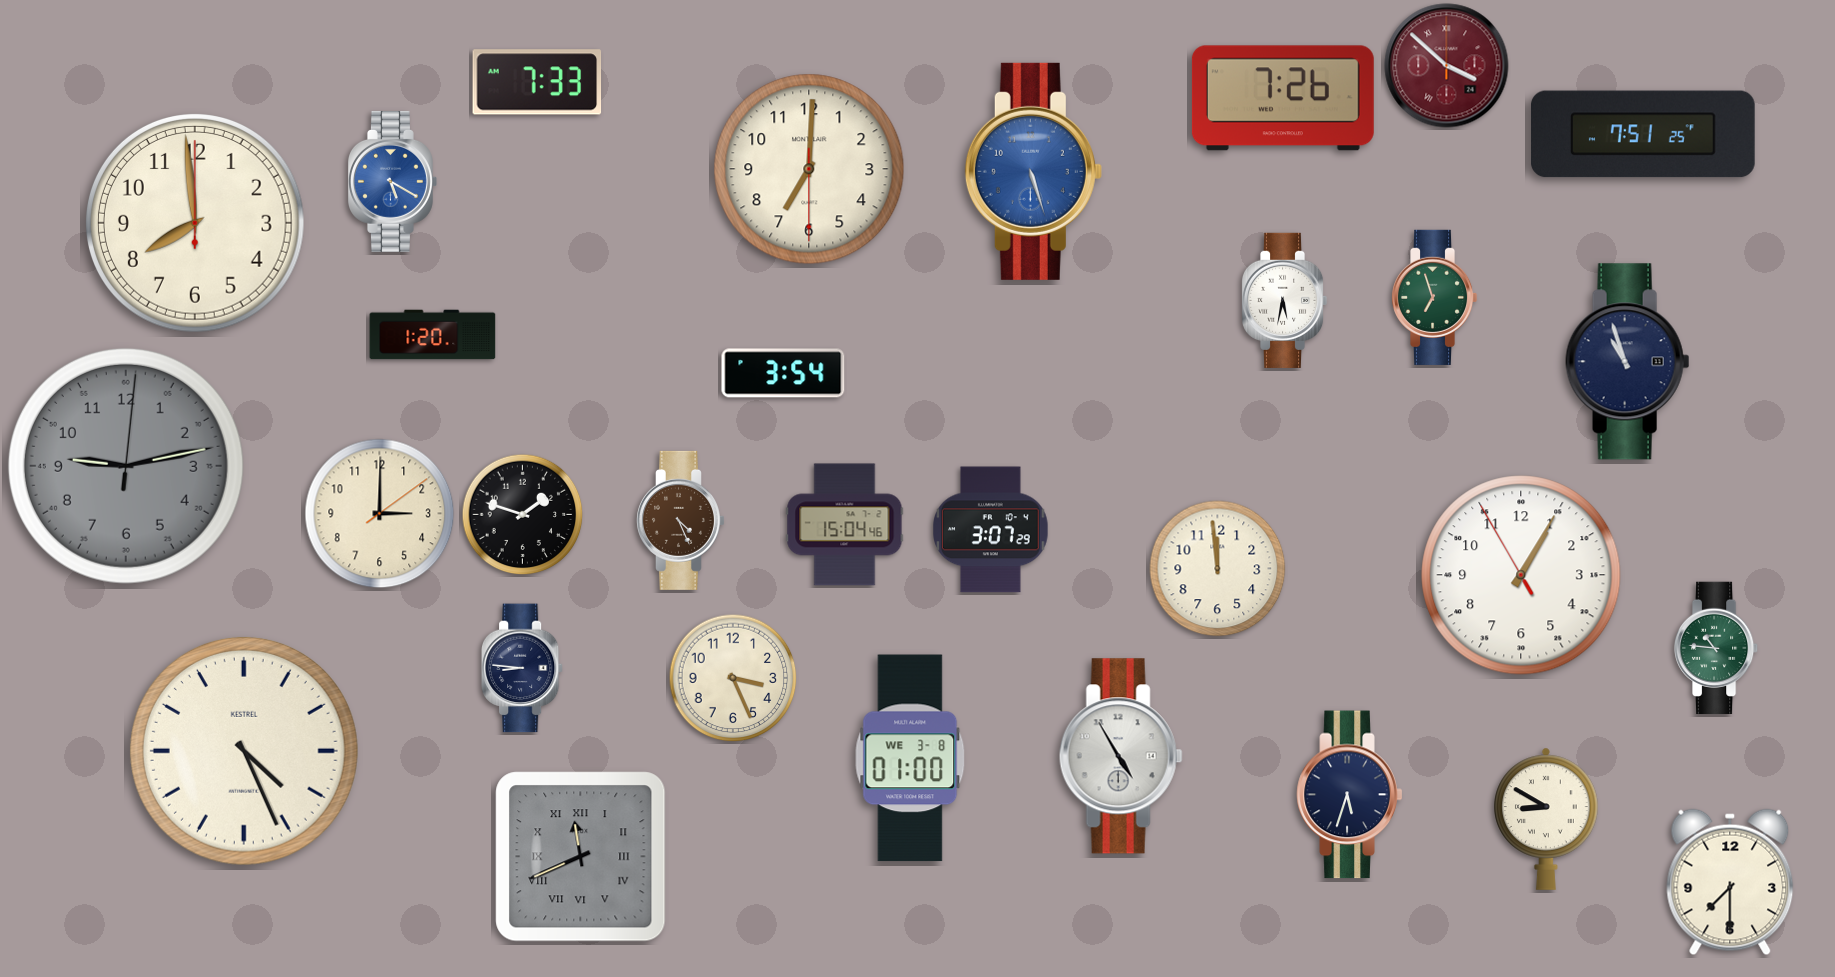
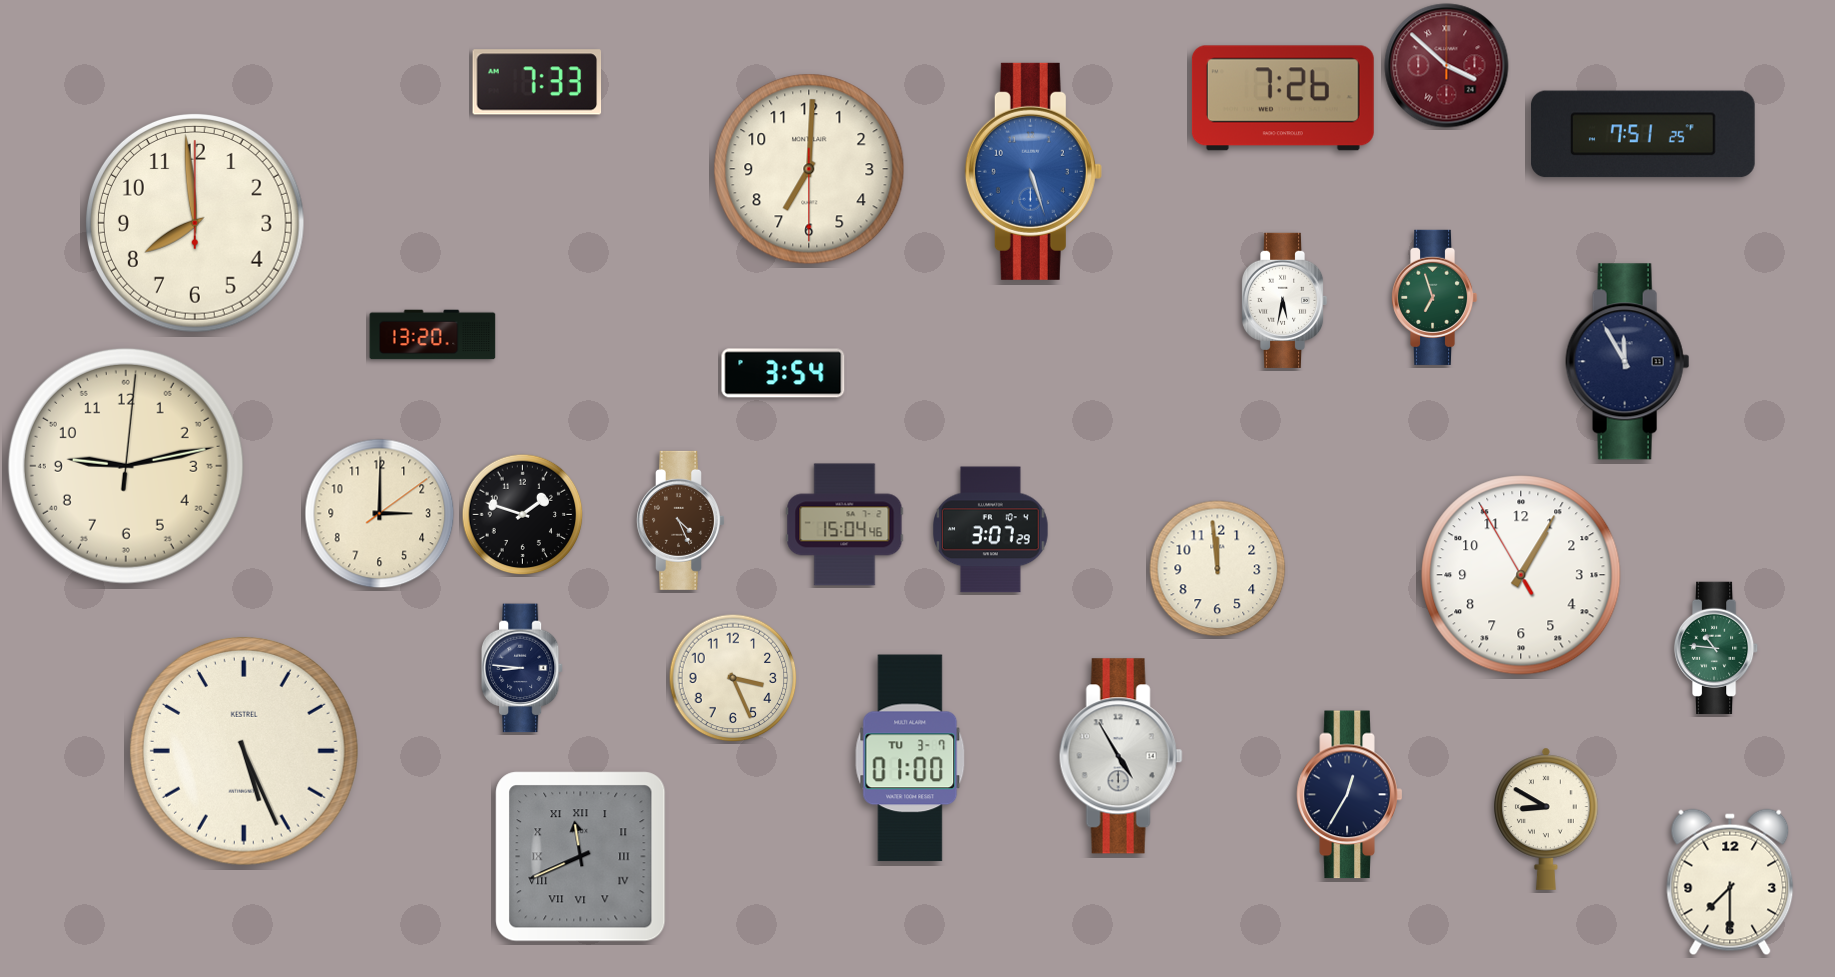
clock at (392, 181): 5:20 -> none
clock at (433, 335): 1:20 -> 13:20
clock at (1628, 362): 10:57 -> 11:55
clock at (126, 466) dial: grey -> cream
clock at (244, 751): 4:26 -> 5:26
clock at (910, 758) date: WE 3-8 -> TU 3-7
clock at (1350, 795): 5:33 -> 12:35
